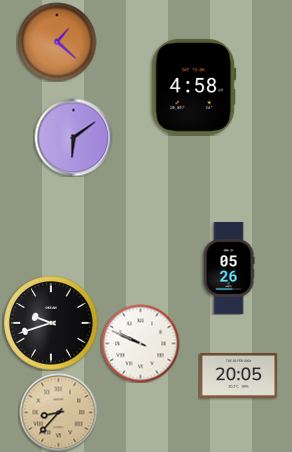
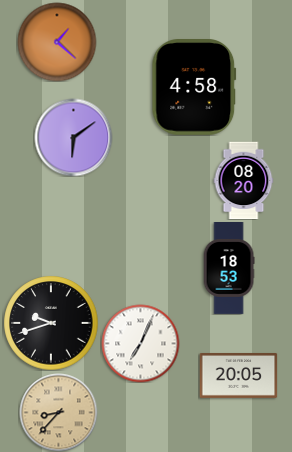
clock at (244, 180): none -> 08:20
clock at (229, 269): 05:26 -> 18:53
clock at (140, 343): 9:49 -> 7:04
